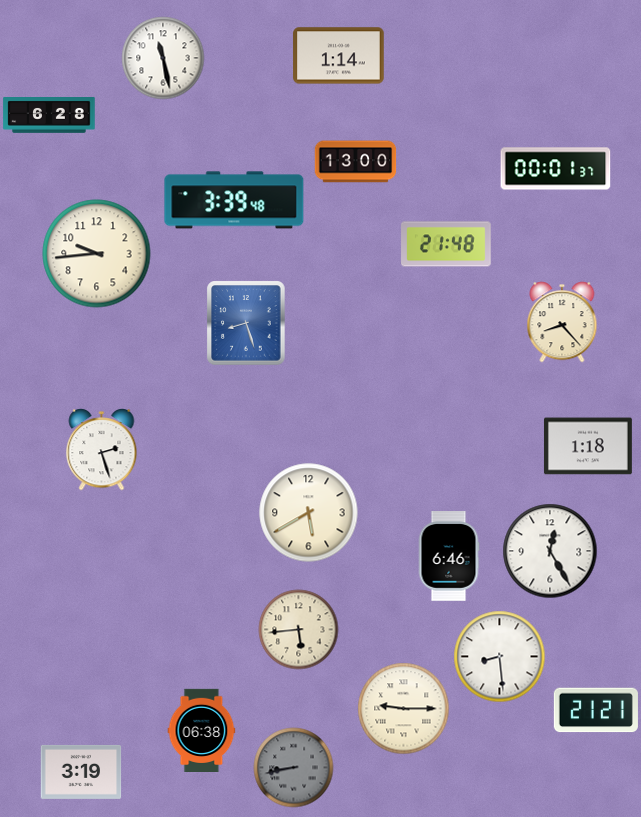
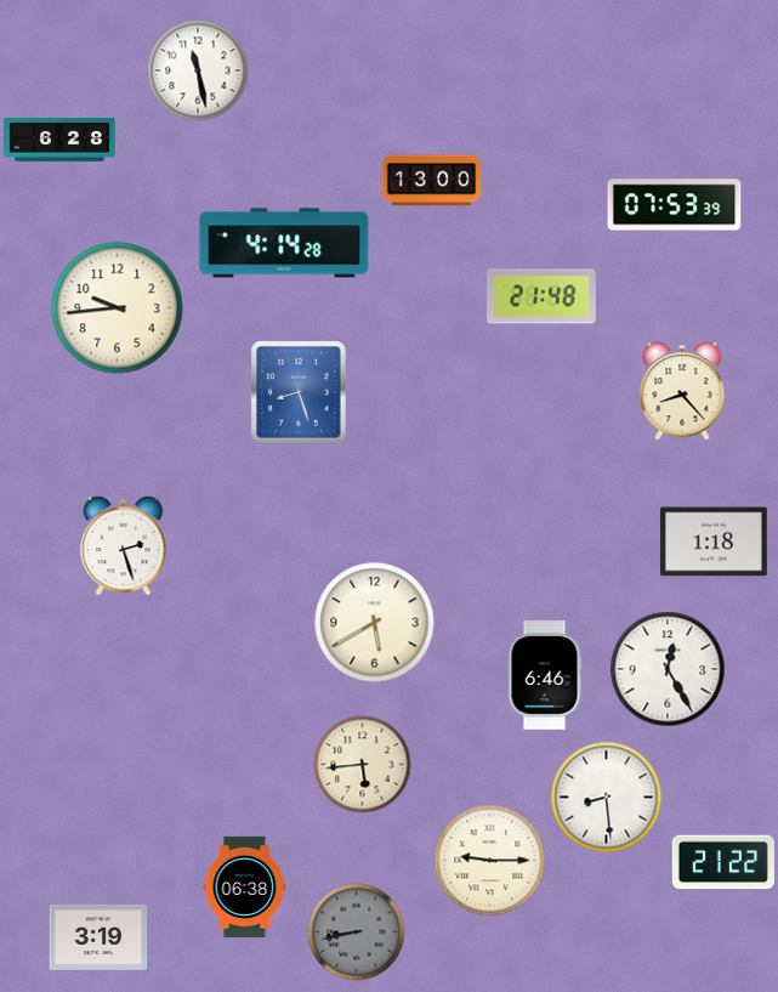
clock at (339, 56): 1:14 -> none
clock at (356, 162) position: (356, 162) -> (432, 181)
clock at (556, 169): 00:01 -> 07:53
clock at (234, 200): 3:39 -> 4:14
clock at (596, 710): 21:21 -> 21:22
